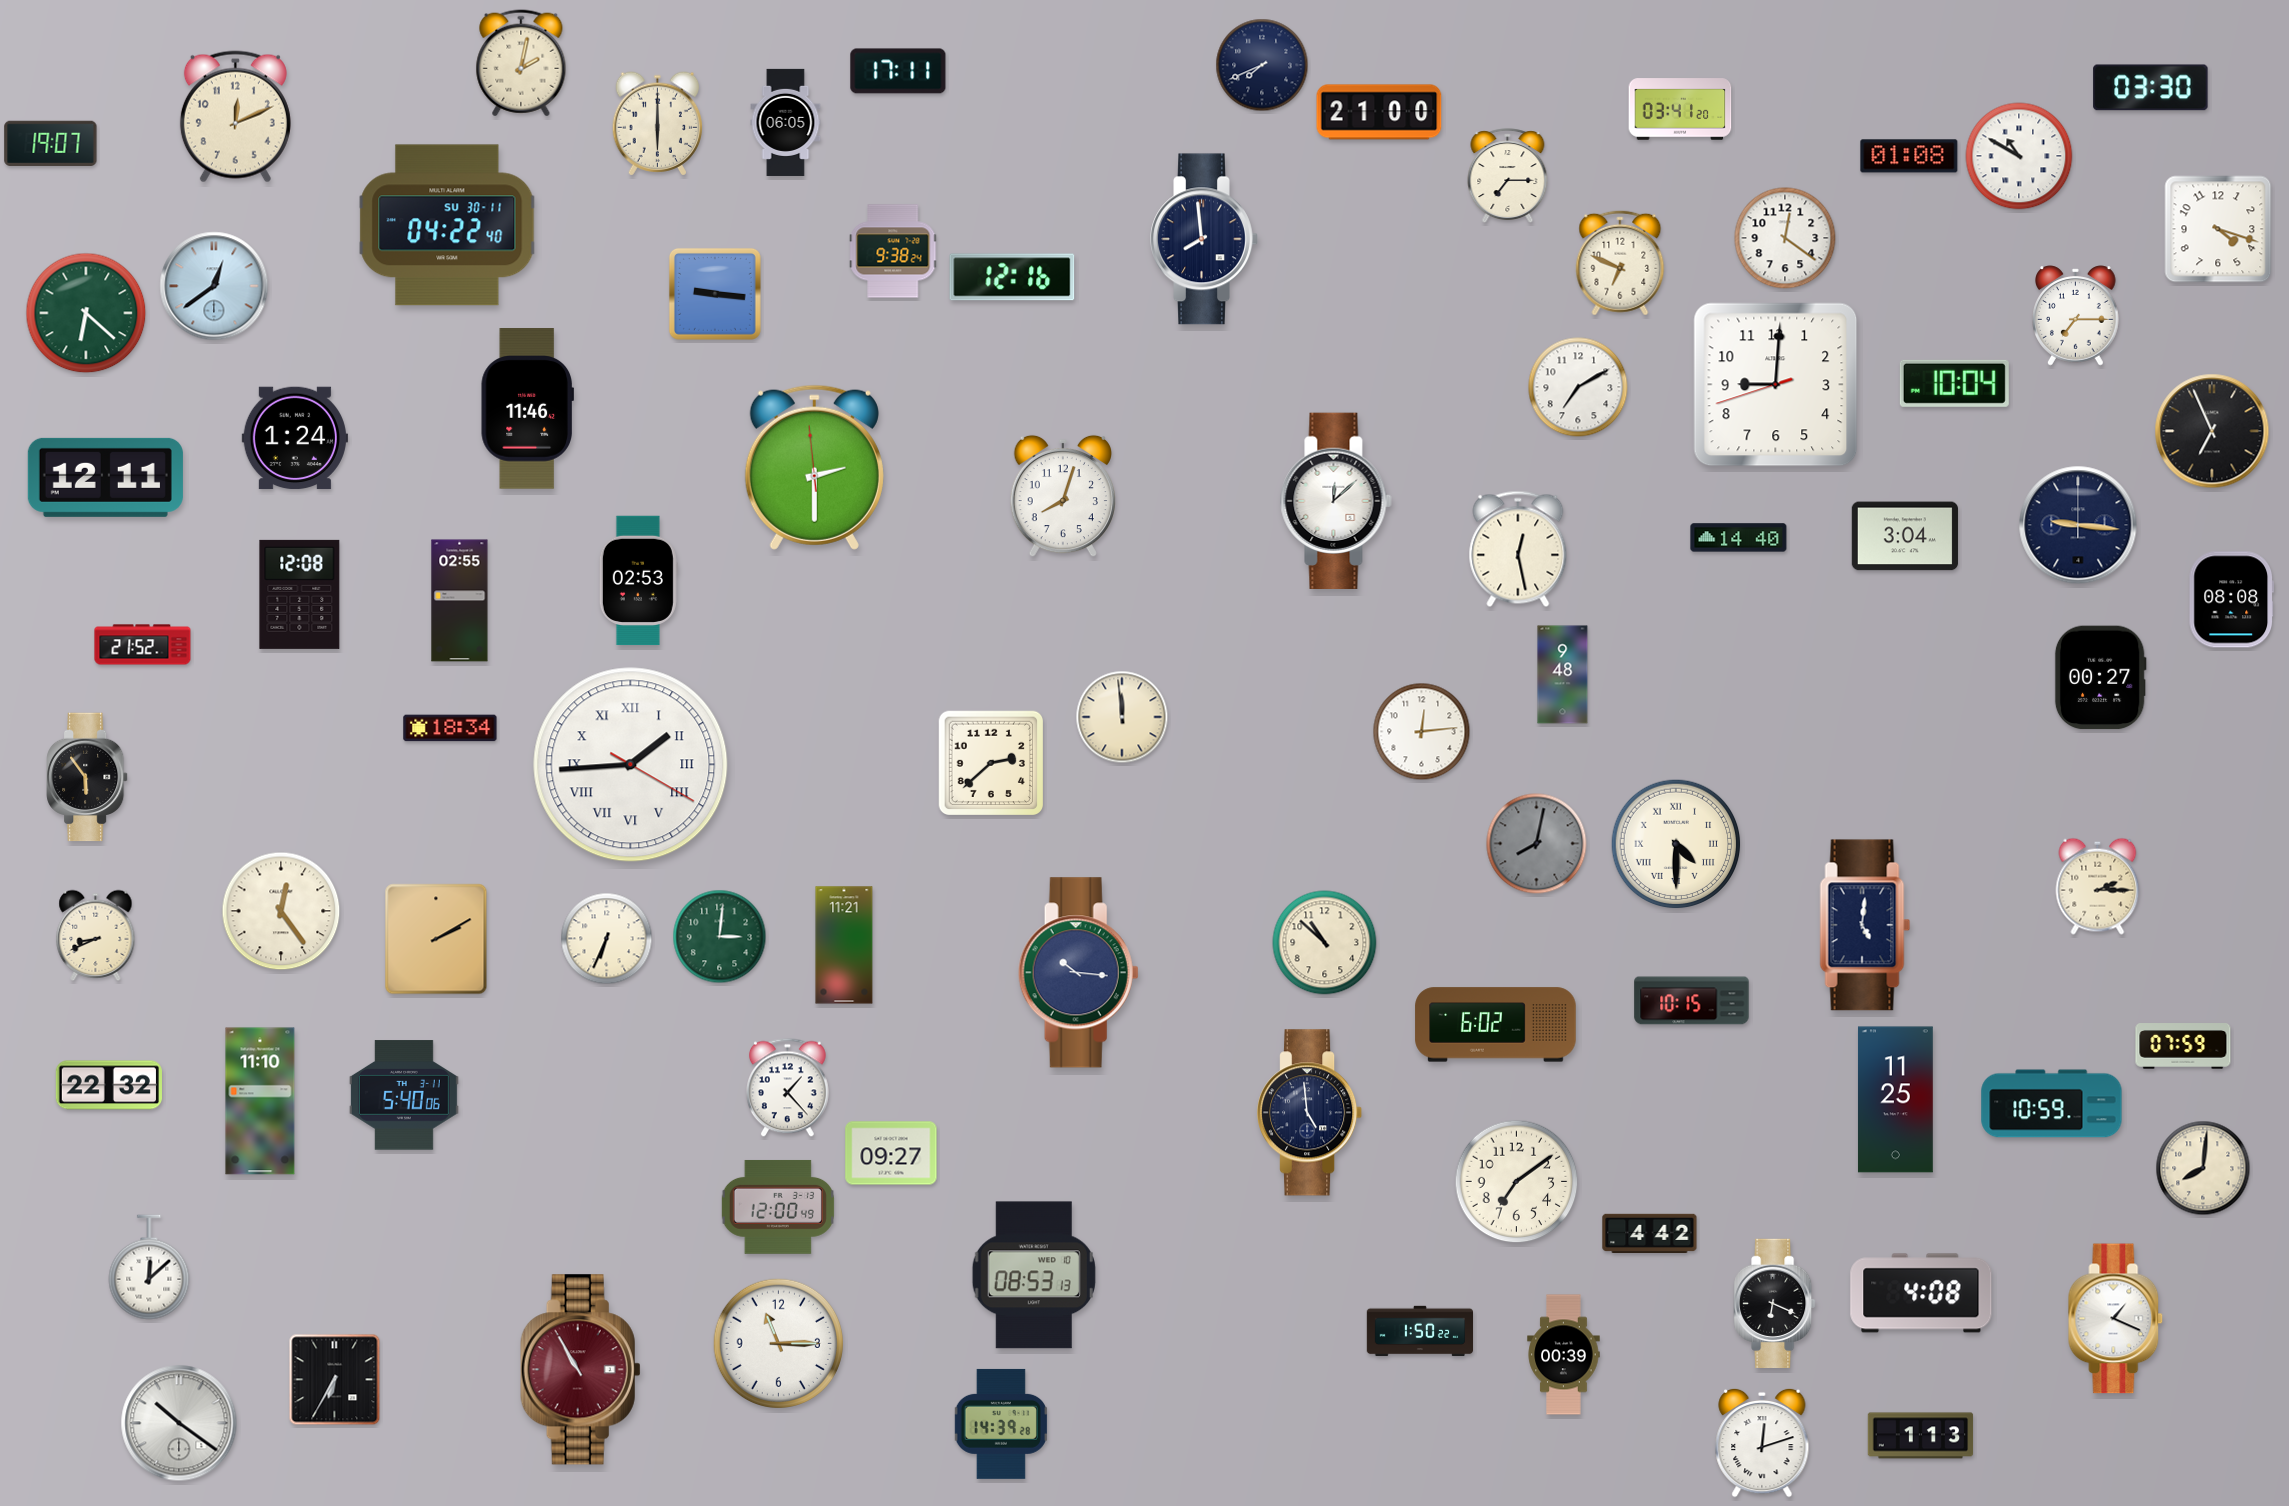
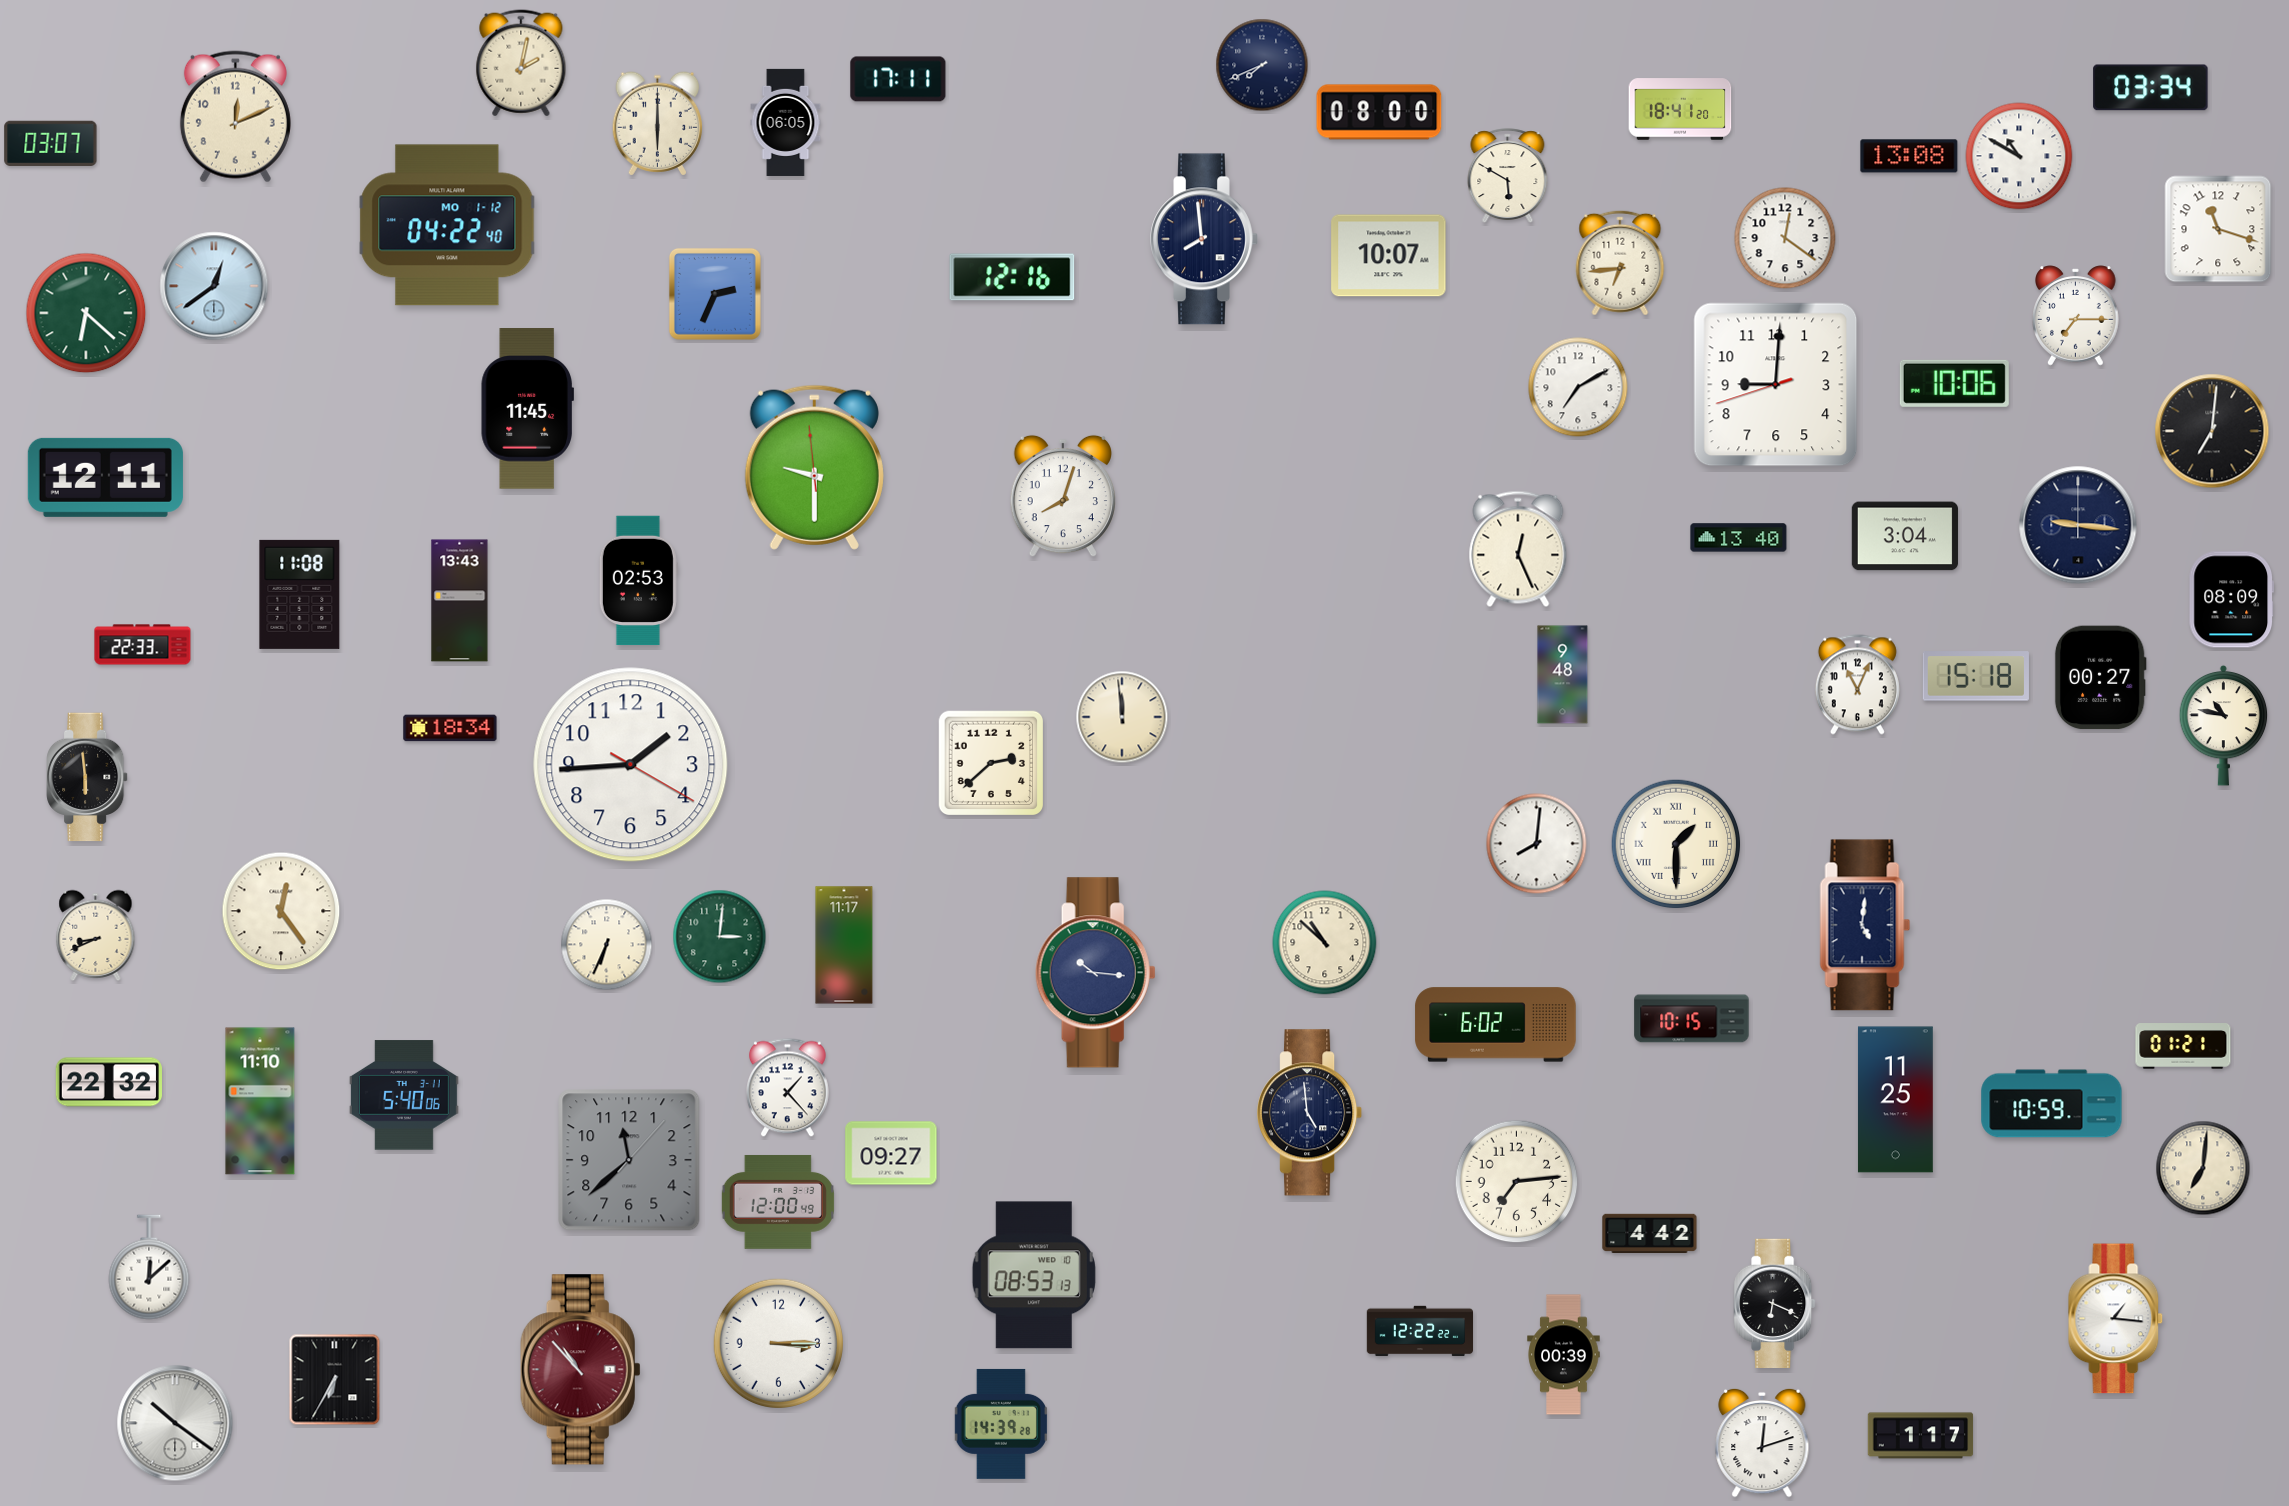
clock at (898, 71) position: (898, 71) -> (898, 79)
clock at (2151, 88): 03:30 -> 03:34
clock at (1680, 109): 03:41 -> 18:41
clock at (1379, 112): 21:00 -> 08:00
clock at (51, 143): 19:07 -> 03:07
clock at (1909, 156): 01:08 -> 13:08
clock at (1508, 176): 7:15 -> 5:50
clock at (447, 225) date: SU 30-11 -> MO 1-12
clock at (2218, 229): 4:18 -> 11:18
clock at (894, 251): 9:38 -> none
clock at (1389, 256): none -> 10:07
clock at (1620, 263): 6:49 -> 6:44
clock at (715, 294): 9:16 -> 2:34
clock at (1954, 383): 10:04 -> 10:06
clock at (527, 409): 11:46 -> 11:45
clock at (2212, 431): 6:56 -> 7:01
clock at (295, 438): 1:24 -> none
clock at (814, 467): 2:29 -> 9:29
clock at (1336, 500): 12:08 -> none
clock at (1739, 538): 14:40 -> 13:40
clock at (1518, 549): 12:28 -> 12:26
clock at (300, 594): 12:08 -> 11:08
clock at (2231, 600): 08:08 -> 08:09
clock at (460, 601): 02:55 -> 13:43
clock at (143, 645): 21:52 -> 22:33
clock at (1976, 676): none -> 15:18
clock at (1857, 685): none -> 11:04
clock at (2224, 725): none -> 10:47
clock at (1422, 732): 12:14 -> none
clock at (631, 765) numerals: Roman -> Arabic
clock at (88, 777): 5:54 -> 5:59
clock at (1537, 844): 8:02 -> 8:01
clock at (1537, 844) dial: grey -> white
clock at (1676, 844): 4:30 -> 1:30
clock at (2098, 886): 2:15 -> none
clock at (436, 939): 2:10 -> none
clock at (607, 939) position: (607, 939) -> (607, 945)
clock at (844, 945): 11:21 -> 11:17
clock at (1078, 973) position: (1078, 973) -> (1095, 973)
clock at (1692, 1001) position: (1692, 1001) -> (1692, 1019)
clock at (2183, 1046): 07:59 -> 01:21
clock at (109, 1085) position: (109, 1085) -> (109, 1082)
clock at (629, 1160): none -> 11:38
clock at (2203, 1168): 8:01 -> 7:01
clock at (1517, 1182): 7:09 -> 7:14
clock at (778, 1207) position: (778, 1207) -> (778, 1202)
clock at (1921, 1293): 4:08 -> none
clock at (2116, 1319): 1:19 -> 1:16
clock at (1419, 1331): 1:50 -> 12:22
clock at (779, 1344): 11:15 -> 3:15
clock at (580, 1370): 10:55 -> 10:53
clock at (179, 1423) position: (179, 1423) -> (175, 1423)
clock at (1921, 1436): 1:13 -> 1:17
